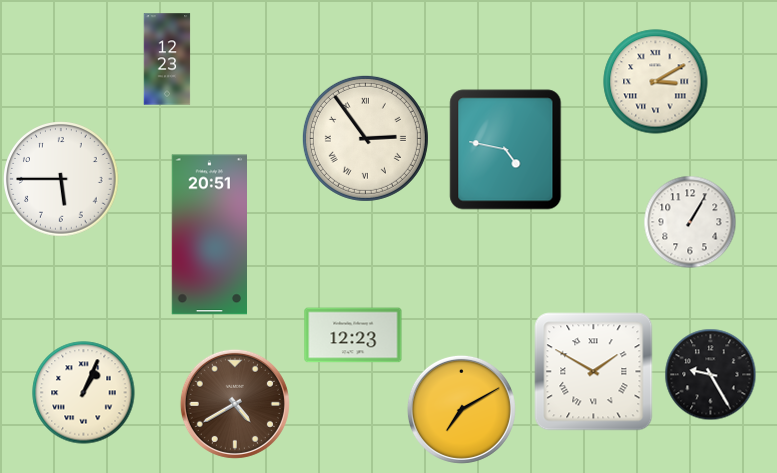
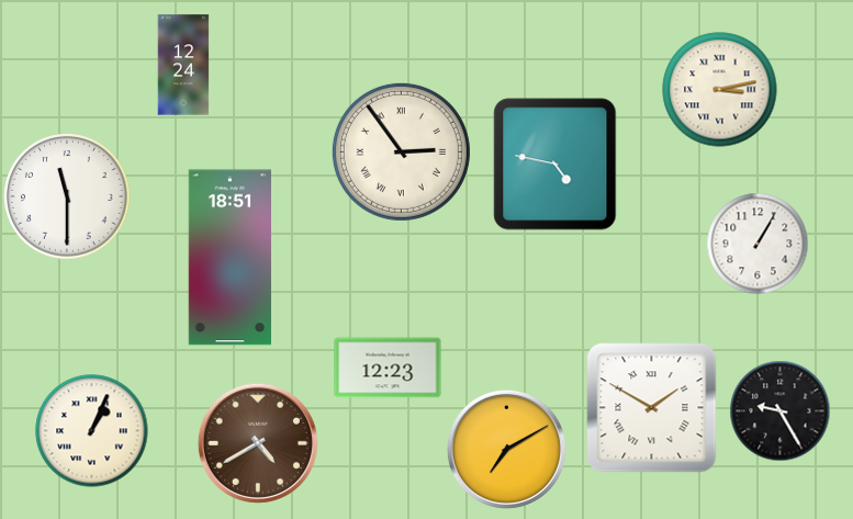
clock at (167, 59): 12:23 -> 12:24
clock at (656, 82): 3:10 -> 3:13
clock at (61, 179): 5:45 -> 11:30
clock at (210, 235): 20:51 -> 18:51
